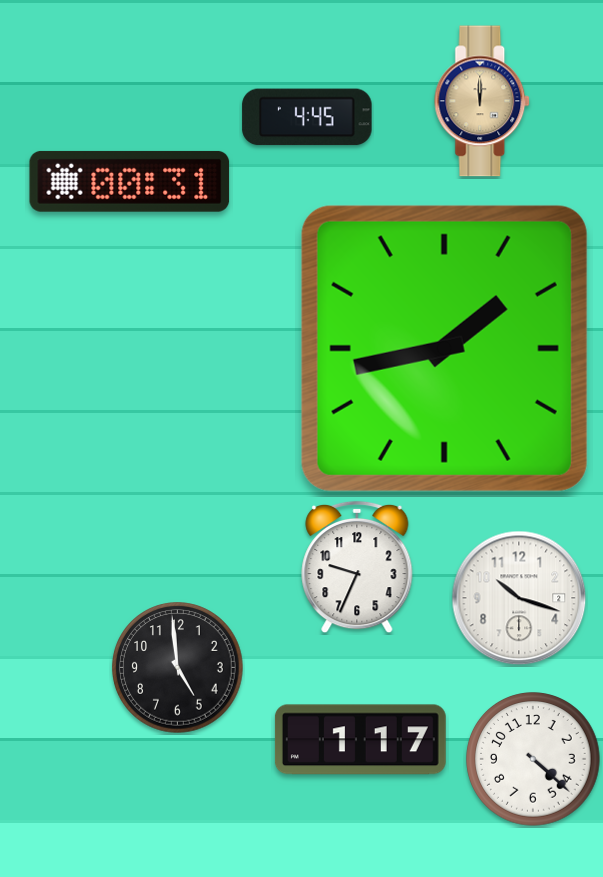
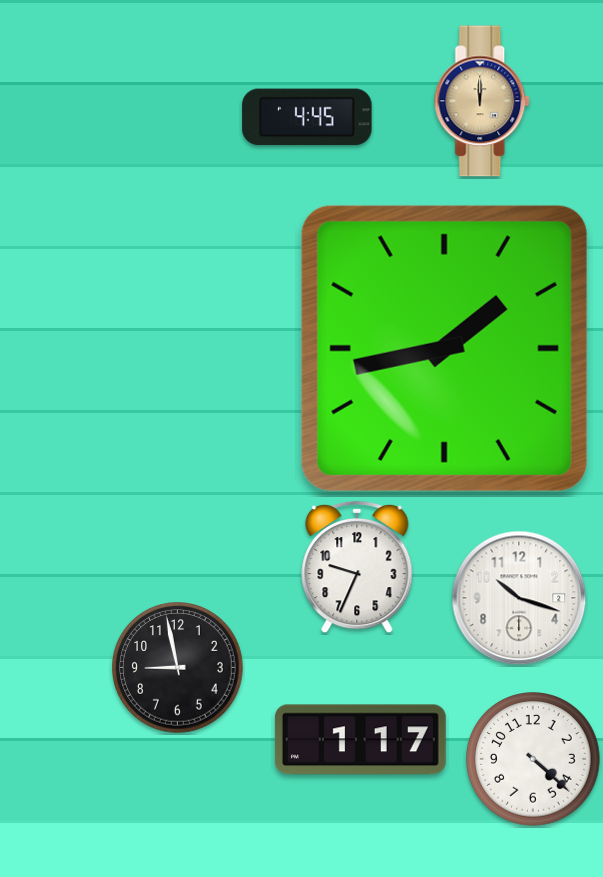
clock at (130, 181): 00:31 -> none
clock at (178, 668): 4:59 -> 8:58
